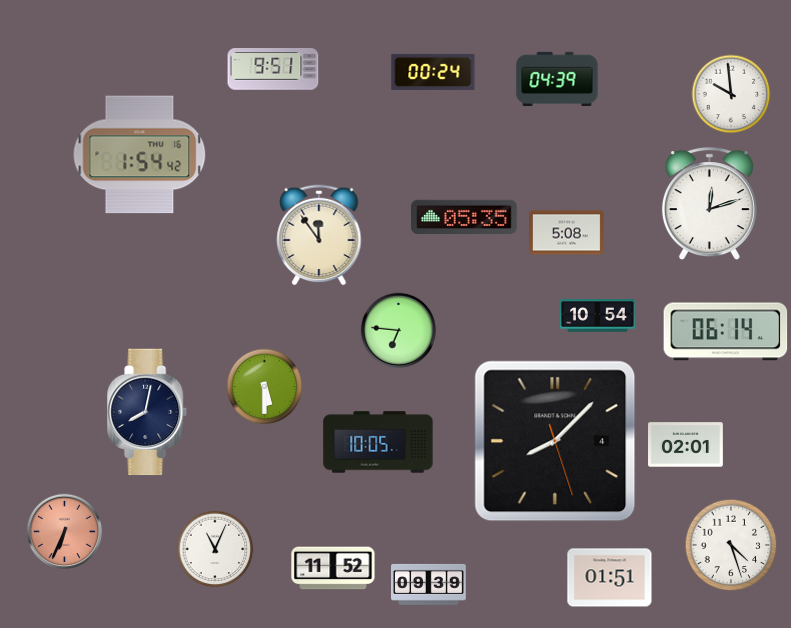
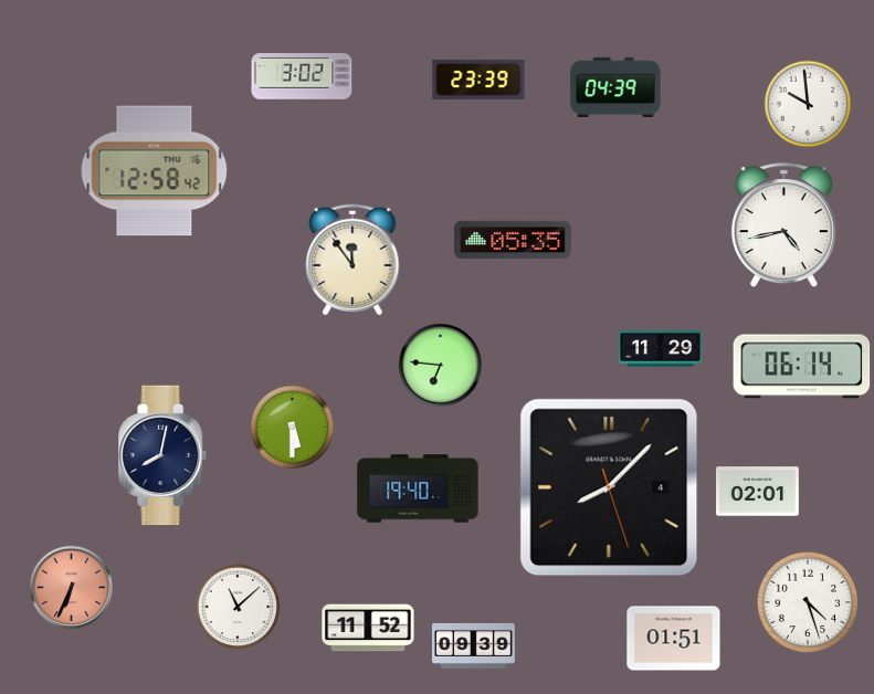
clock at (273, 69): 9:51 -> 3:02
clock at (433, 72): 00:24 -> 23:39
clock at (140, 155): 1:54 -> 12:58
clock at (709, 204): 12:12 -> 4:43
clock at (567, 233): 5:08 -> none
clock at (598, 316): 10:54 -> 11:29
clock at (555, 441) position: (555, 441) -> (609, 487)
clock at (378, 442): 10:05 -> 19:40
clock at (215, 549): 11:04 -> 11:08
